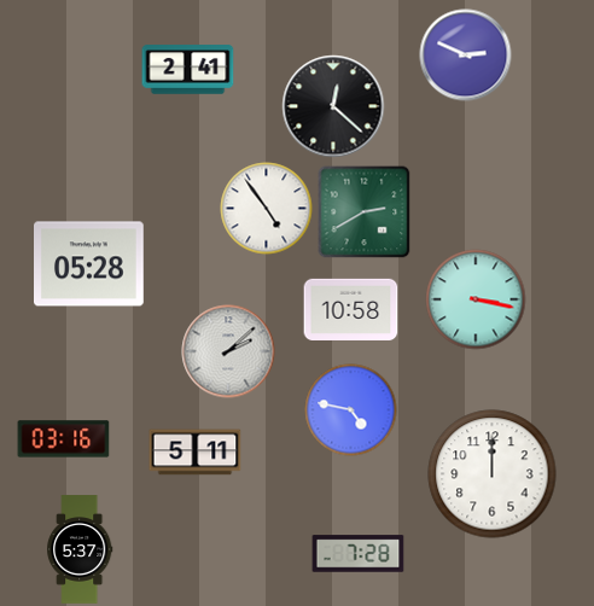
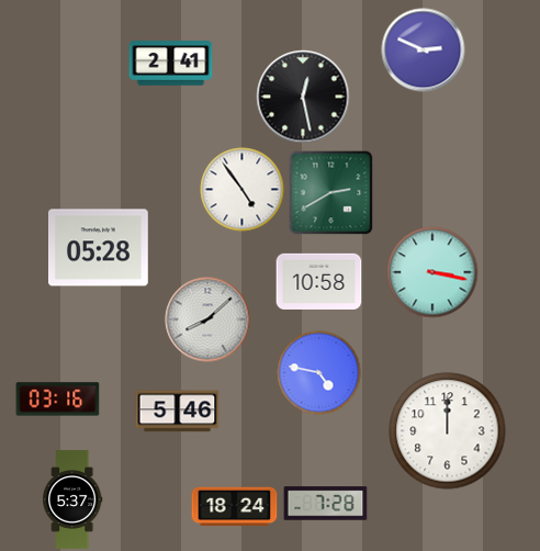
clock at (333, 106): 12:22 -> 12:28
clock at (89, 264) position: (89, 264) -> (99, 248)
clock at (228, 351): 2:08 -> 8:08
clock at (196, 453): 5:11 -> 5:46
clock at (235, 507): none -> 18:24
